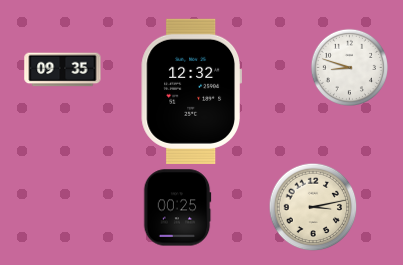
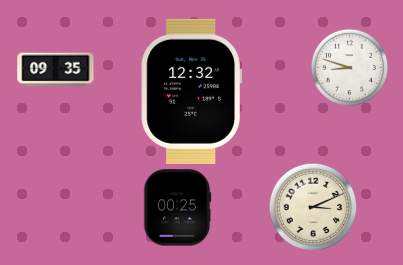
clock at (63, 70) position: (63, 70) -> (56, 70)
clock at (313, 207): 3:13 -> 3:11
